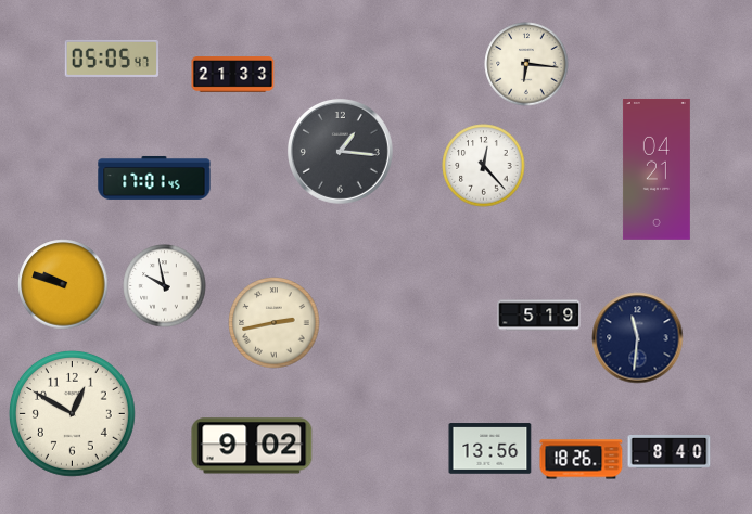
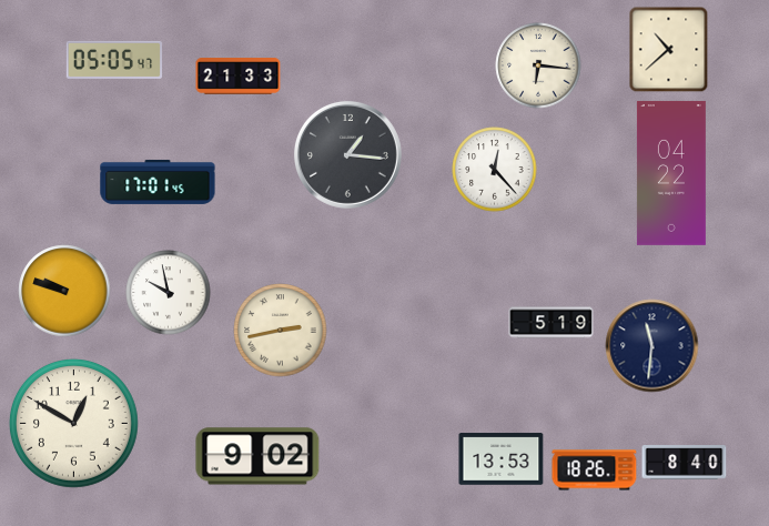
clock at (669, 49): none -> 10:38
clock at (657, 169): 04:21 -> 04:22
clock at (490, 449): 13:56 -> 13:53
